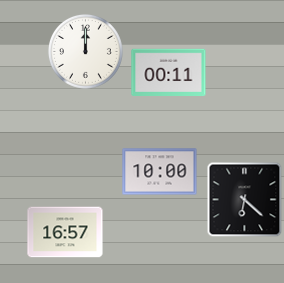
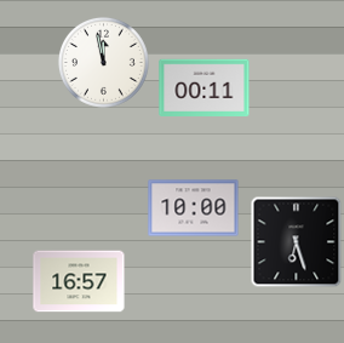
clock at (85, 51): 12:00 -> 11:58
clock at (245, 200): 6:22 -> 6:27
